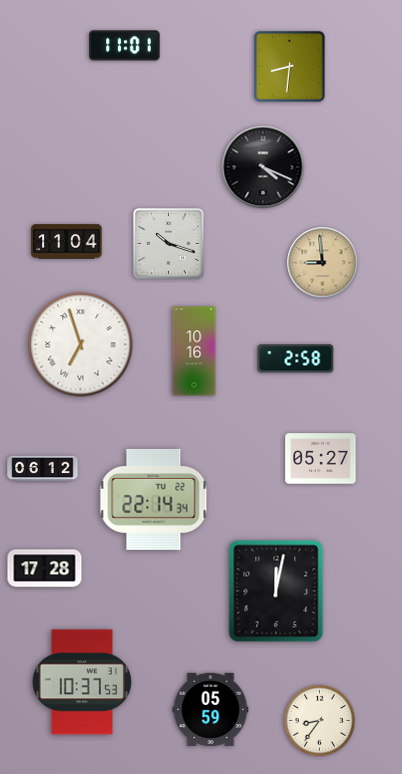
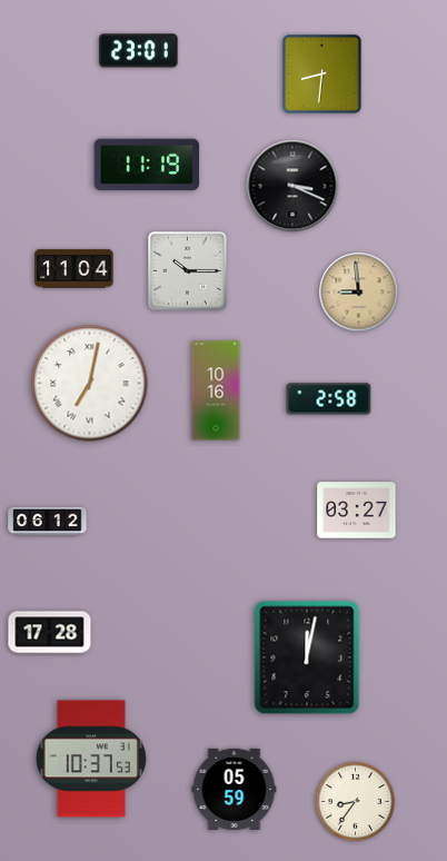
clock at (125, 46): 11:01 -> 23:01
clock at (147, 165): none -> 11:19
clock at (263, 167): 4:19 -> 3:19
clock at (169, 244): 10:18 -> 10:15
clock at (81, 345): 6:57 -> 7:02
clock at (321, 459): 05:27 -> 03:27
clock at (154, 499): 22:14 -> none
